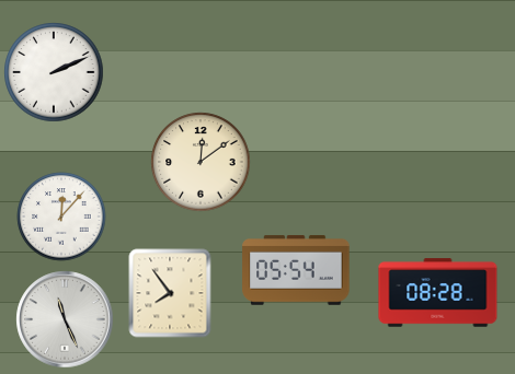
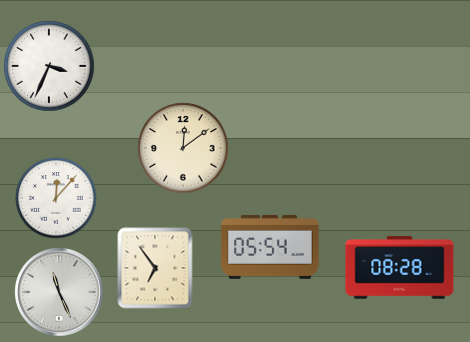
clock at (54, 72): 2:11 -> 3:34
clock at (170, 293): 7:54 -> 6:54
